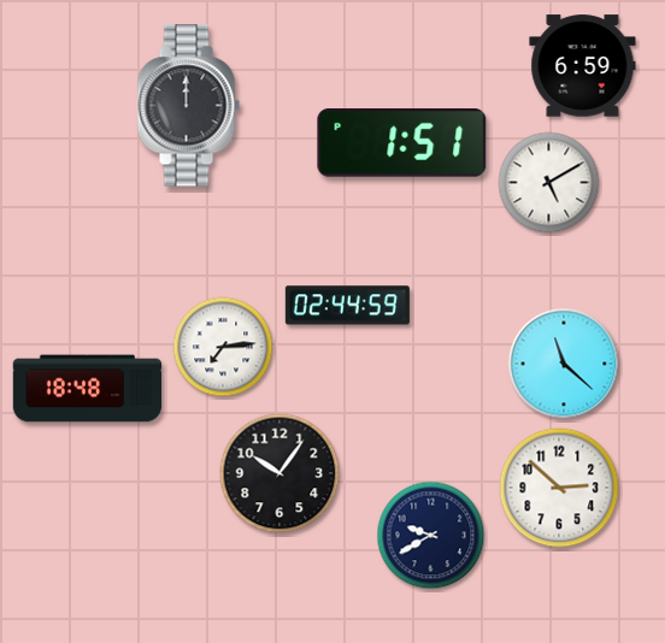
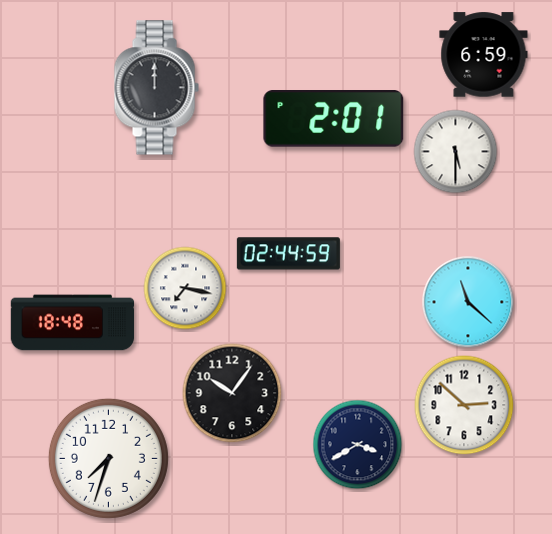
clock at (402, 143): 1:51 -> 2:01
clock at (549, 183): 5:10 -> 5:30
clock at (223, 347): 7:14 -> 7:17
clock at (431, 536): 9:40 -> 3:40
clock at (108, 458): none -> 7:33
